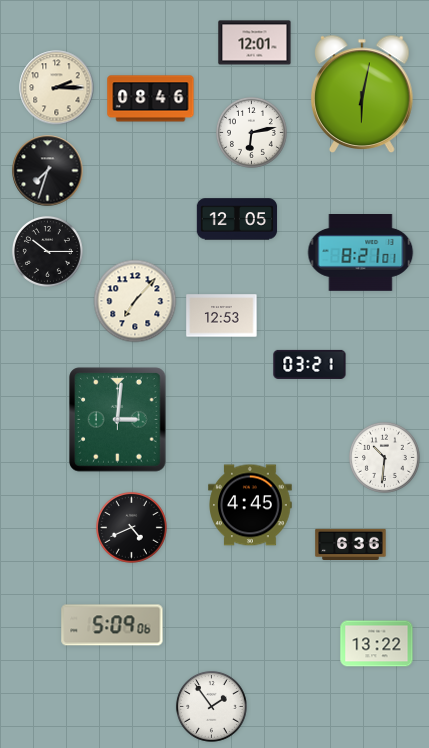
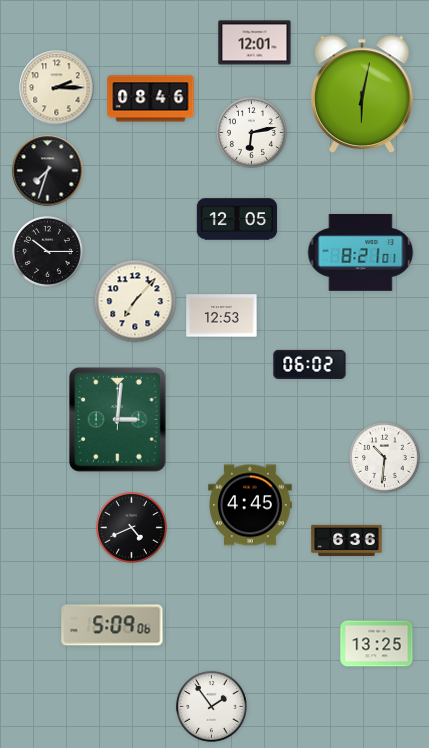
clock at (310, 364): 03:21 -> 06:02
clock at (351, 544) position: (351, 544) -> (347, 540)
clock at (377, 644): 13:22 -> 13:25
